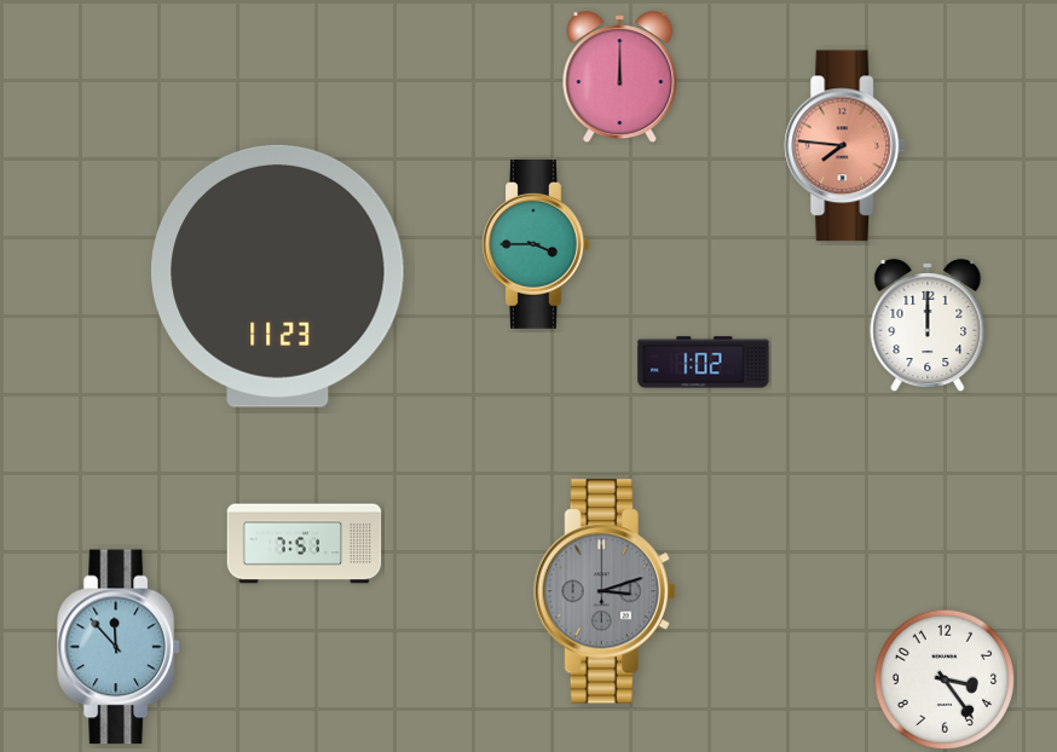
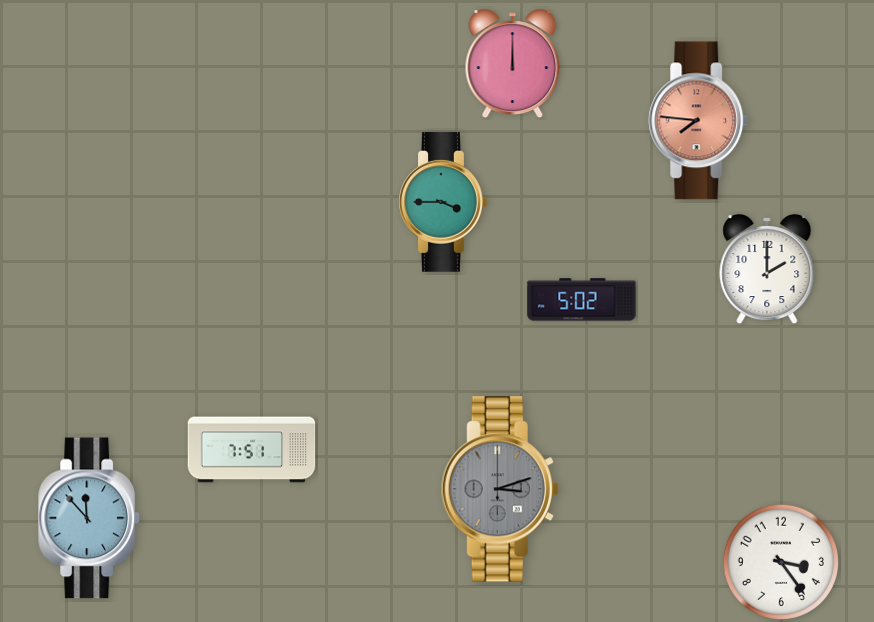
clock at (278, 276): 11:23 -> none
clock at (928, 325): 12:00 -> 2:00
clock at (704, 363): 1:02 -> 5:02
clock at (120, 647) position: (120, 647) -> (90, 518)
